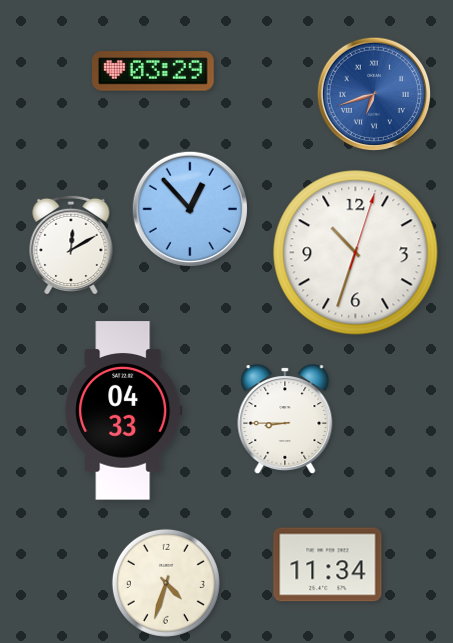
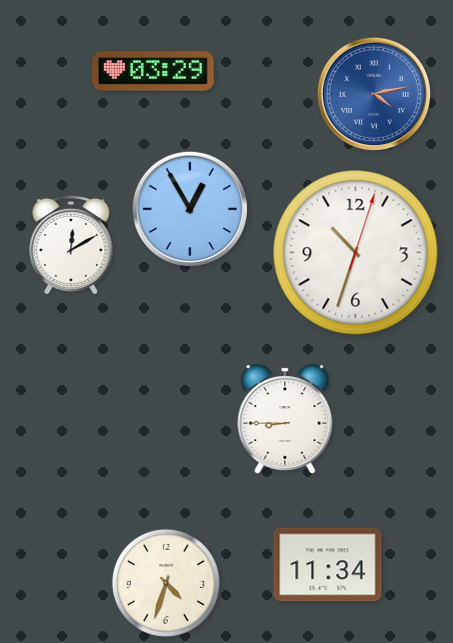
clock at (373, 93): 6:42 -> 4:13
clock at (190, 209): 12:53 -> 12:55
clock at (124, 411): 04:33 -> none
